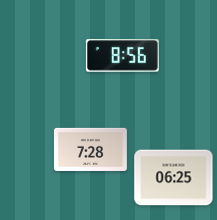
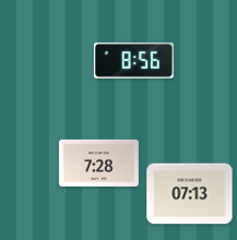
clock at (174, 178): 06:25 -> 07:13
